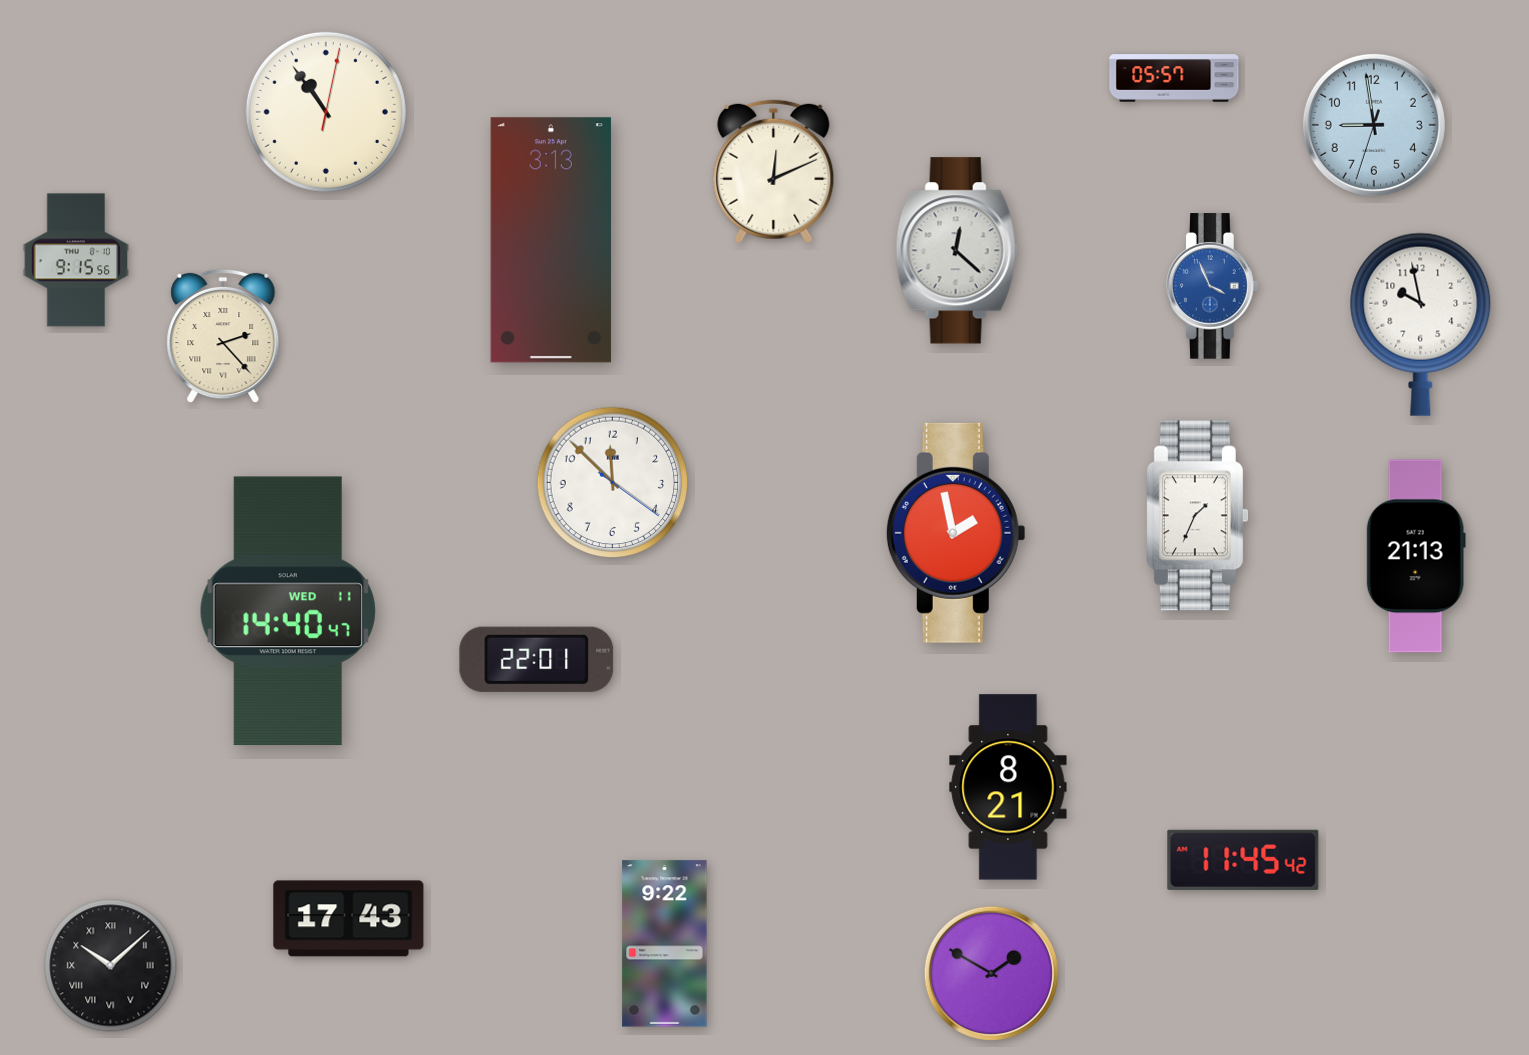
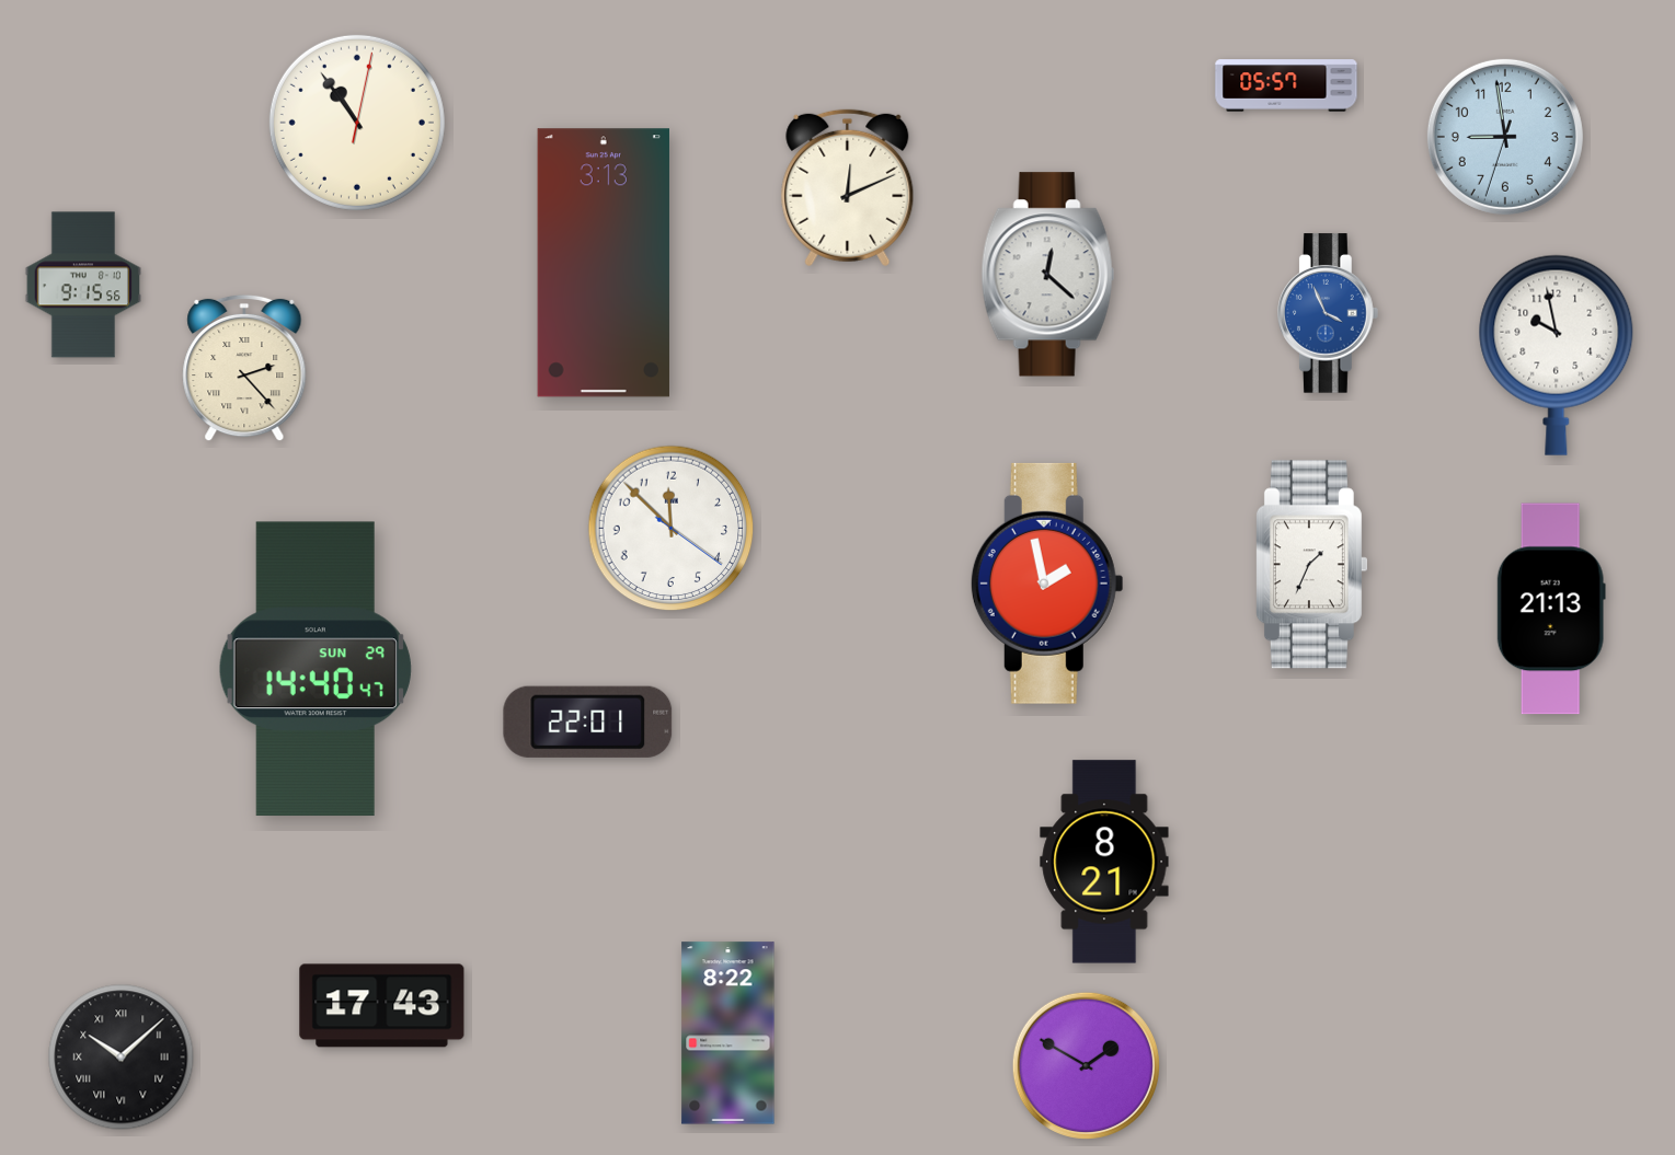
clock at (288, 611) date: WED 11 -> SUN 29
clock at (1243, 860): 11:45 -> none
clock at (665, 944): 9:22 -> 8:22
